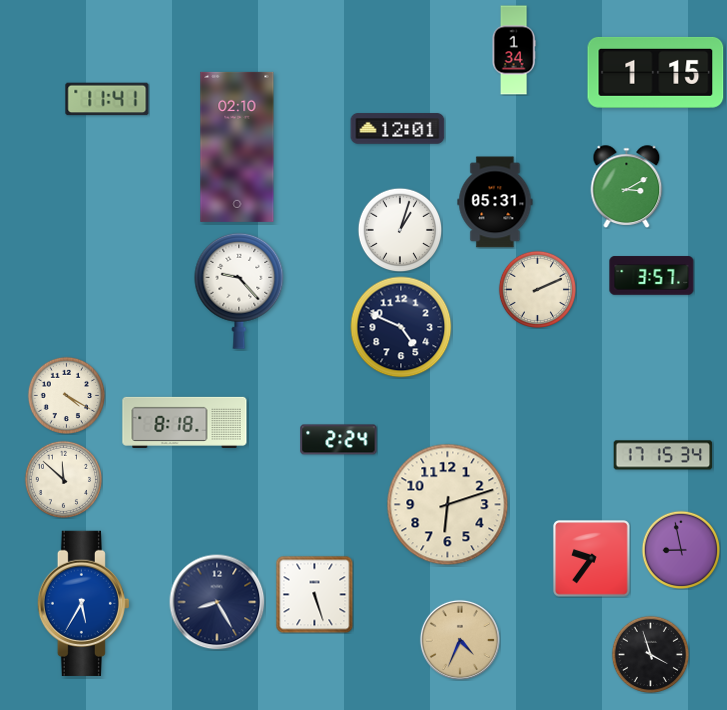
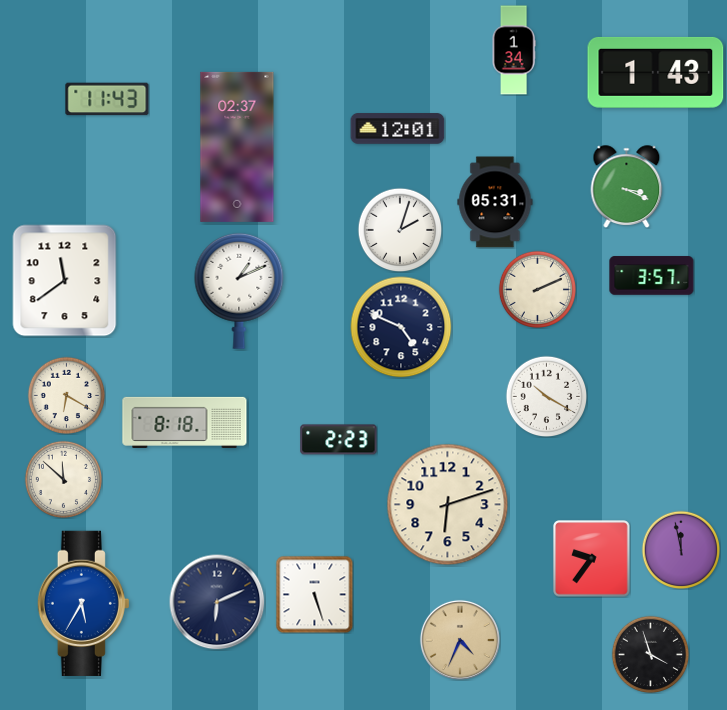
clock at (656, 72): 1:15 -> 1:43
clock at (107, 99): 11:41 -> 11:43
clock at (237, 147): 02:10 -> 02:37
clock at (627, 187): 3:10 -> 3:19
clock at (400, 230): 1:03 -> 2:03
clock at (65, 281): none -> 11:39
clock at (239, 291): 9:23 -> 1:11
clock at (66, 395): 4:20 -> 6:20
clock at (546, 396): none -> 10:20
clock at (339, 440): 2:24 -> 2:23
clock at (663, 455): 17:15 -> none
clock at (680, 549): 8:58 -> 11:58
clock at (217, 602): 8:25 -> 6:11
